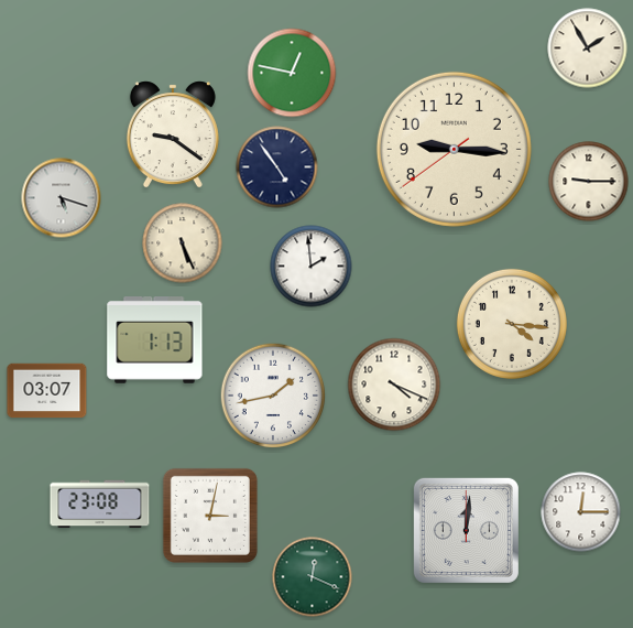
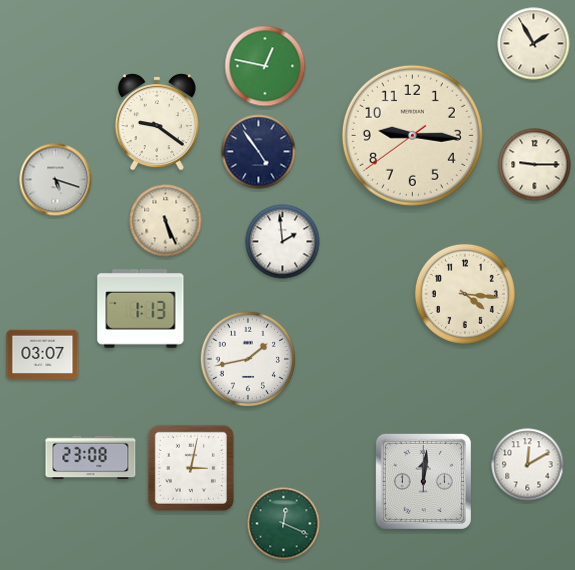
clock at (277, 167) position: (277, 167) -> (259, 152)
clock at (394, 385): 4:19 -> none
clock at (581, 512): 12:15 -> 12:10
